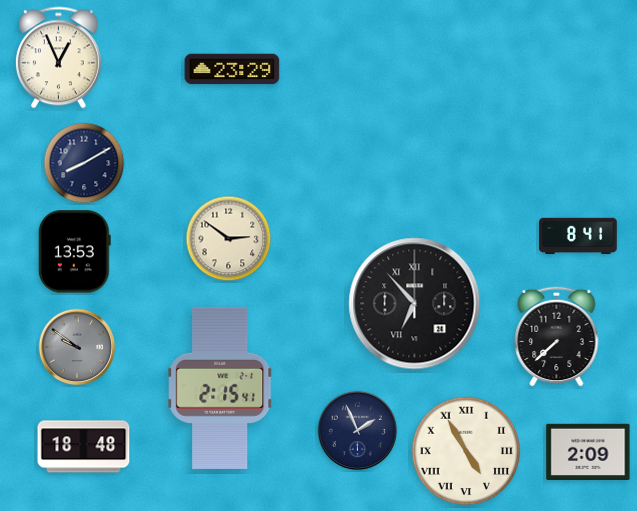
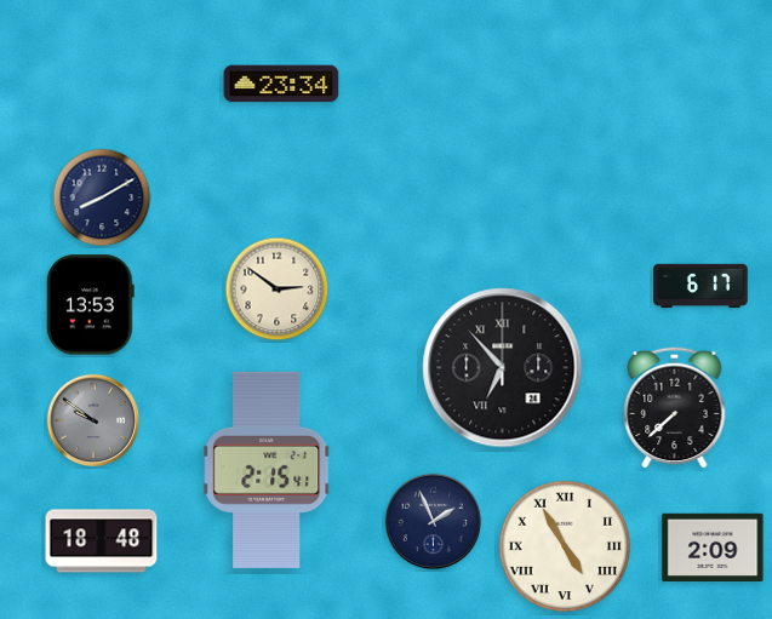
clock at (58, 58): 12:56 -> none
clock at (232, 69): 23:29 -> 23:34
clock at (578, 236): 8:41 -> 6:17
